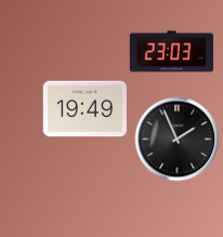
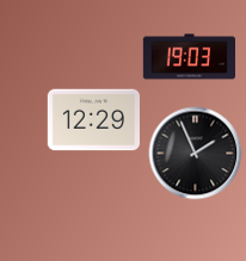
clock at (171, 52): 23:03 -> 19:03
clock at (84, 109): 19:49 -> 12:29
